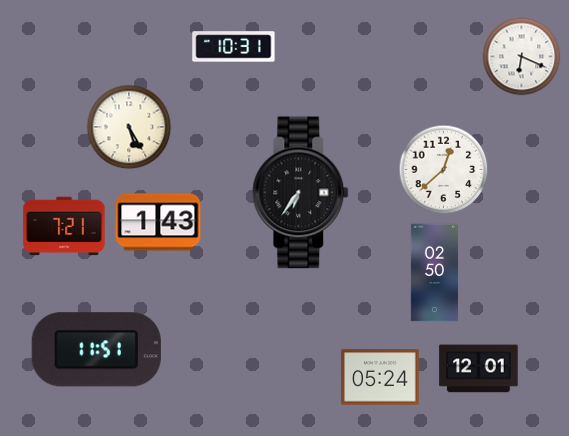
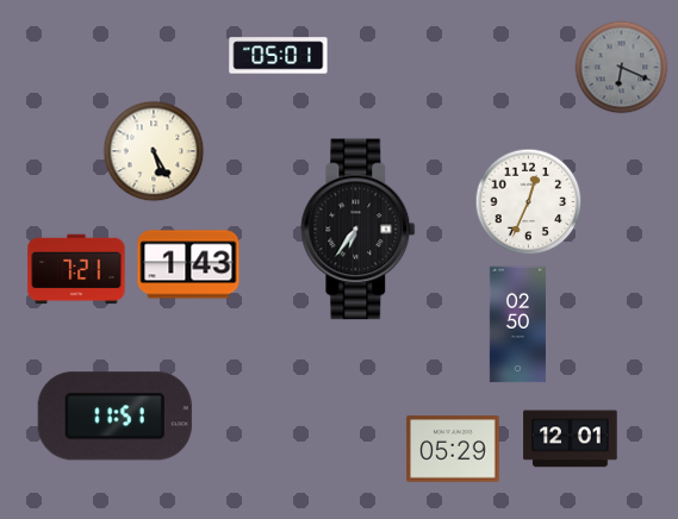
clock at (234, 47): 10:31 -> 05:01
clock at (522, 57) dial: white -> grey
clock at (444, 170): 12:38 -> 12:34
clock at (380, 377): 05:24 -> 05:29
